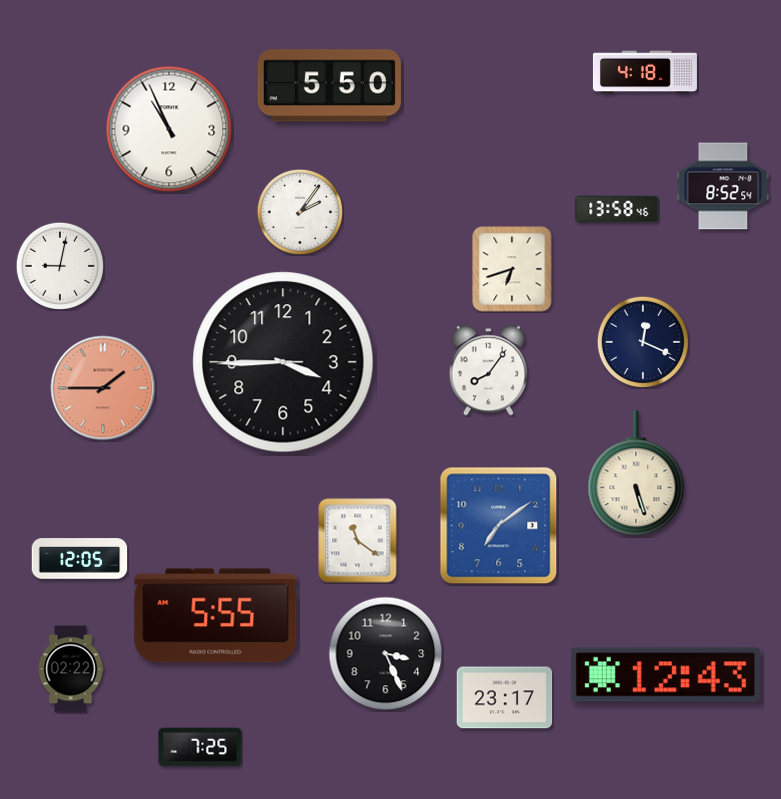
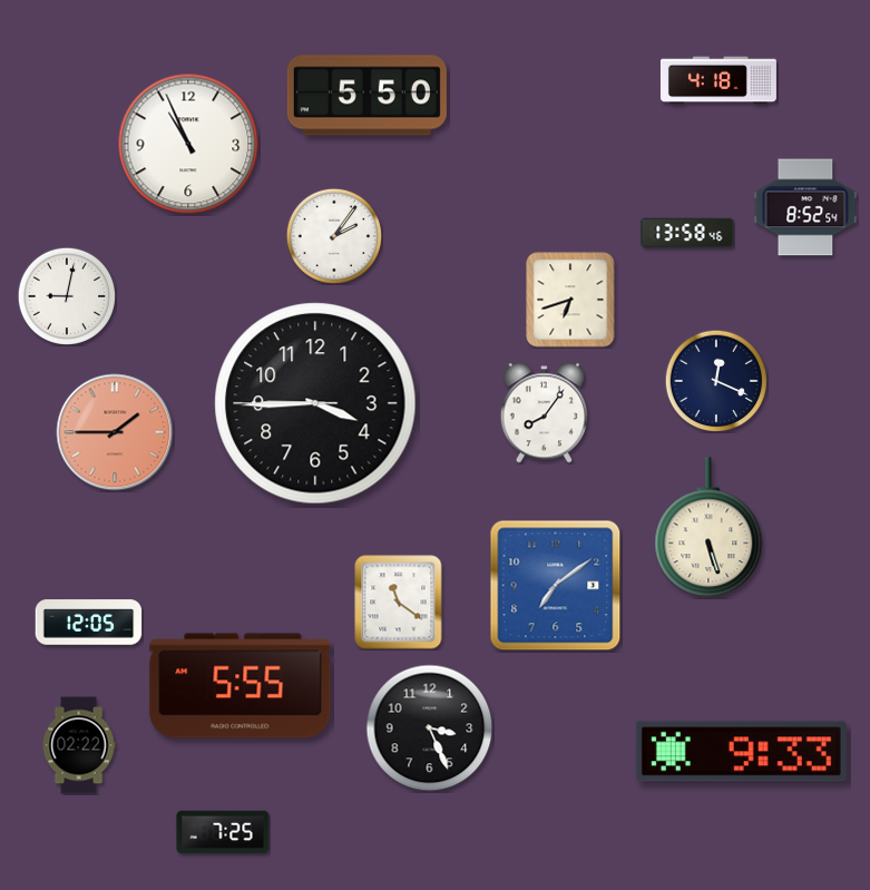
clock at (665, 675): 12:43 -> 9:33
clock at (505, 698): 23:17 -> none
